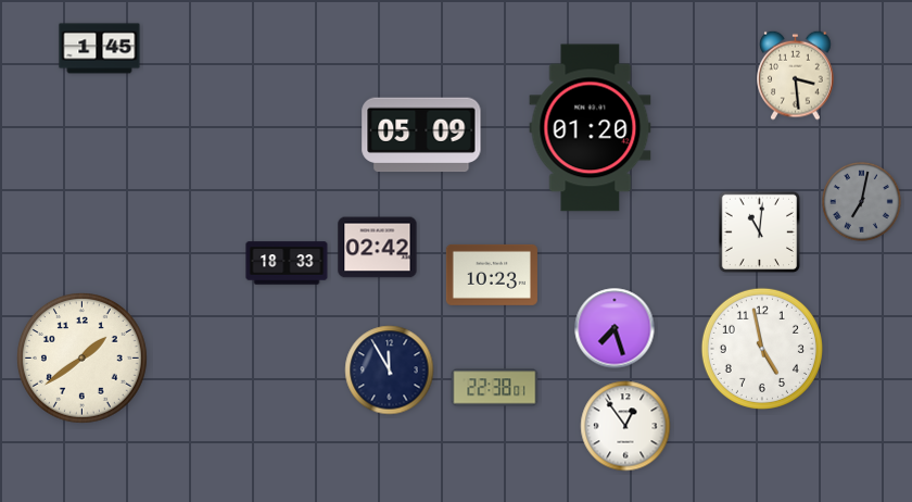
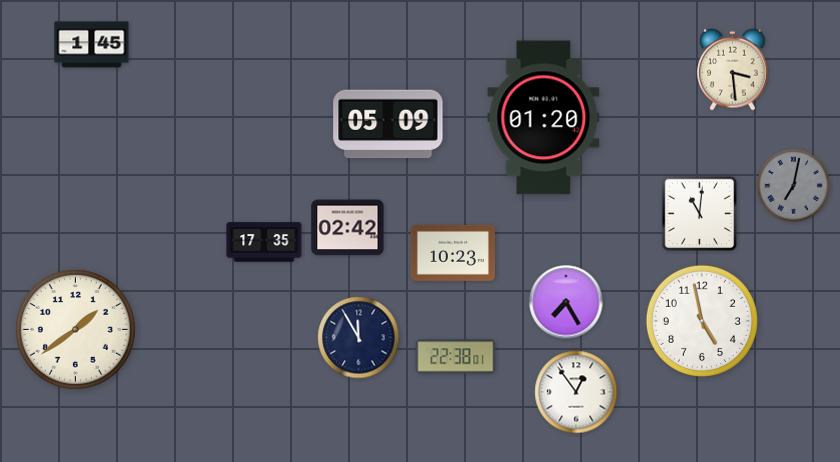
clock at (287, 263): 18:33 -> 17:35
clock at (615, 328): 7:27 -> 7:25
clock at (390, 371) position: (390, 371) -> (359, 338)
